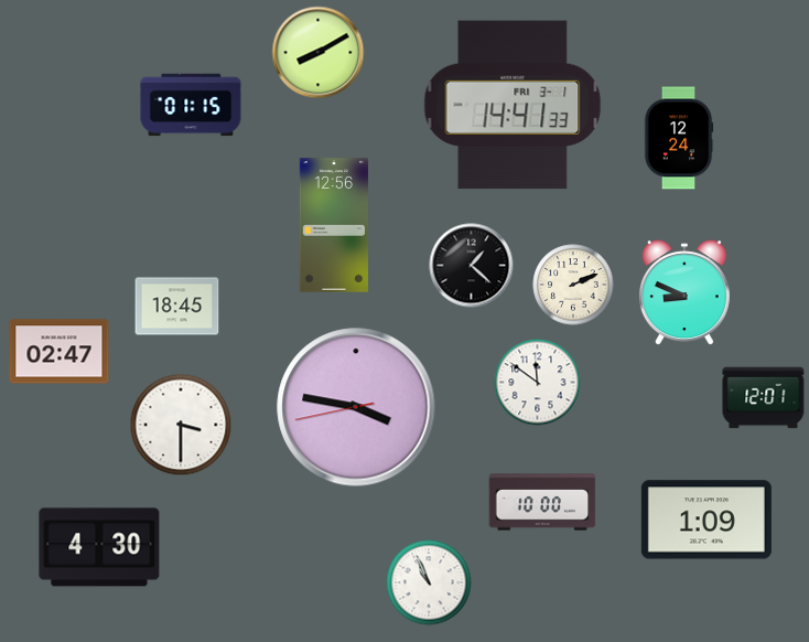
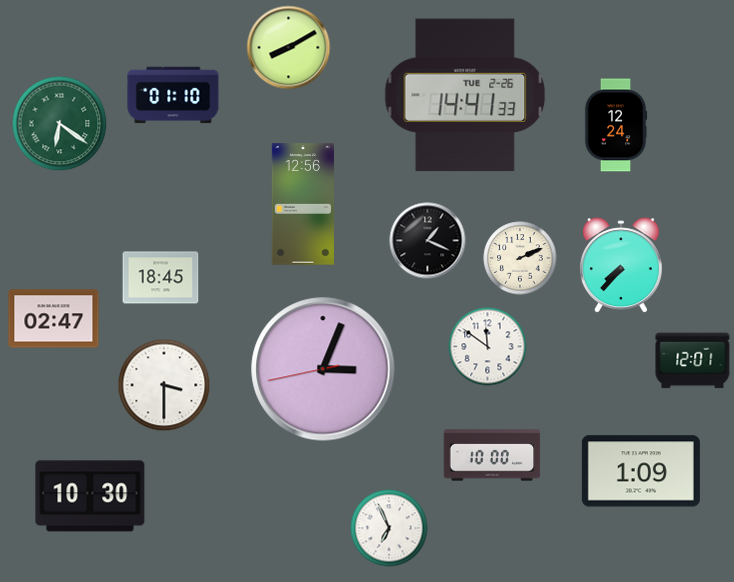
clock at (191, 105): 01:15 -> 01:10
clock at (513, 105) date: FRI 3-1 -> TUE 2-26
clock at (60, 124): none -> 6:21
clock at (472, 266): 1:22 -> 1:19
clock at (684, 293): 8:49 -> 7:37
clock at (356, 407): 3:46 -> 3:03
clock at (99, 547): 4:30 -> 10:30
clock at (429, 582): 10:56 -> 6:56
